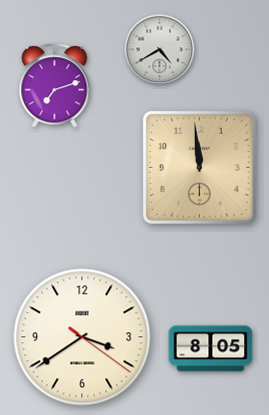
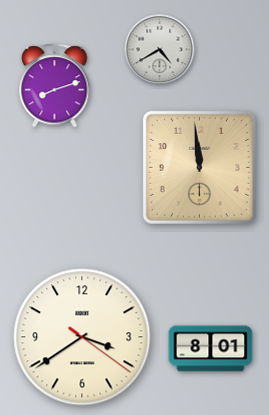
clock at (55, 86): 7:12 -> 8:12
clock at (211, 349): 8:05 -> 8:01
